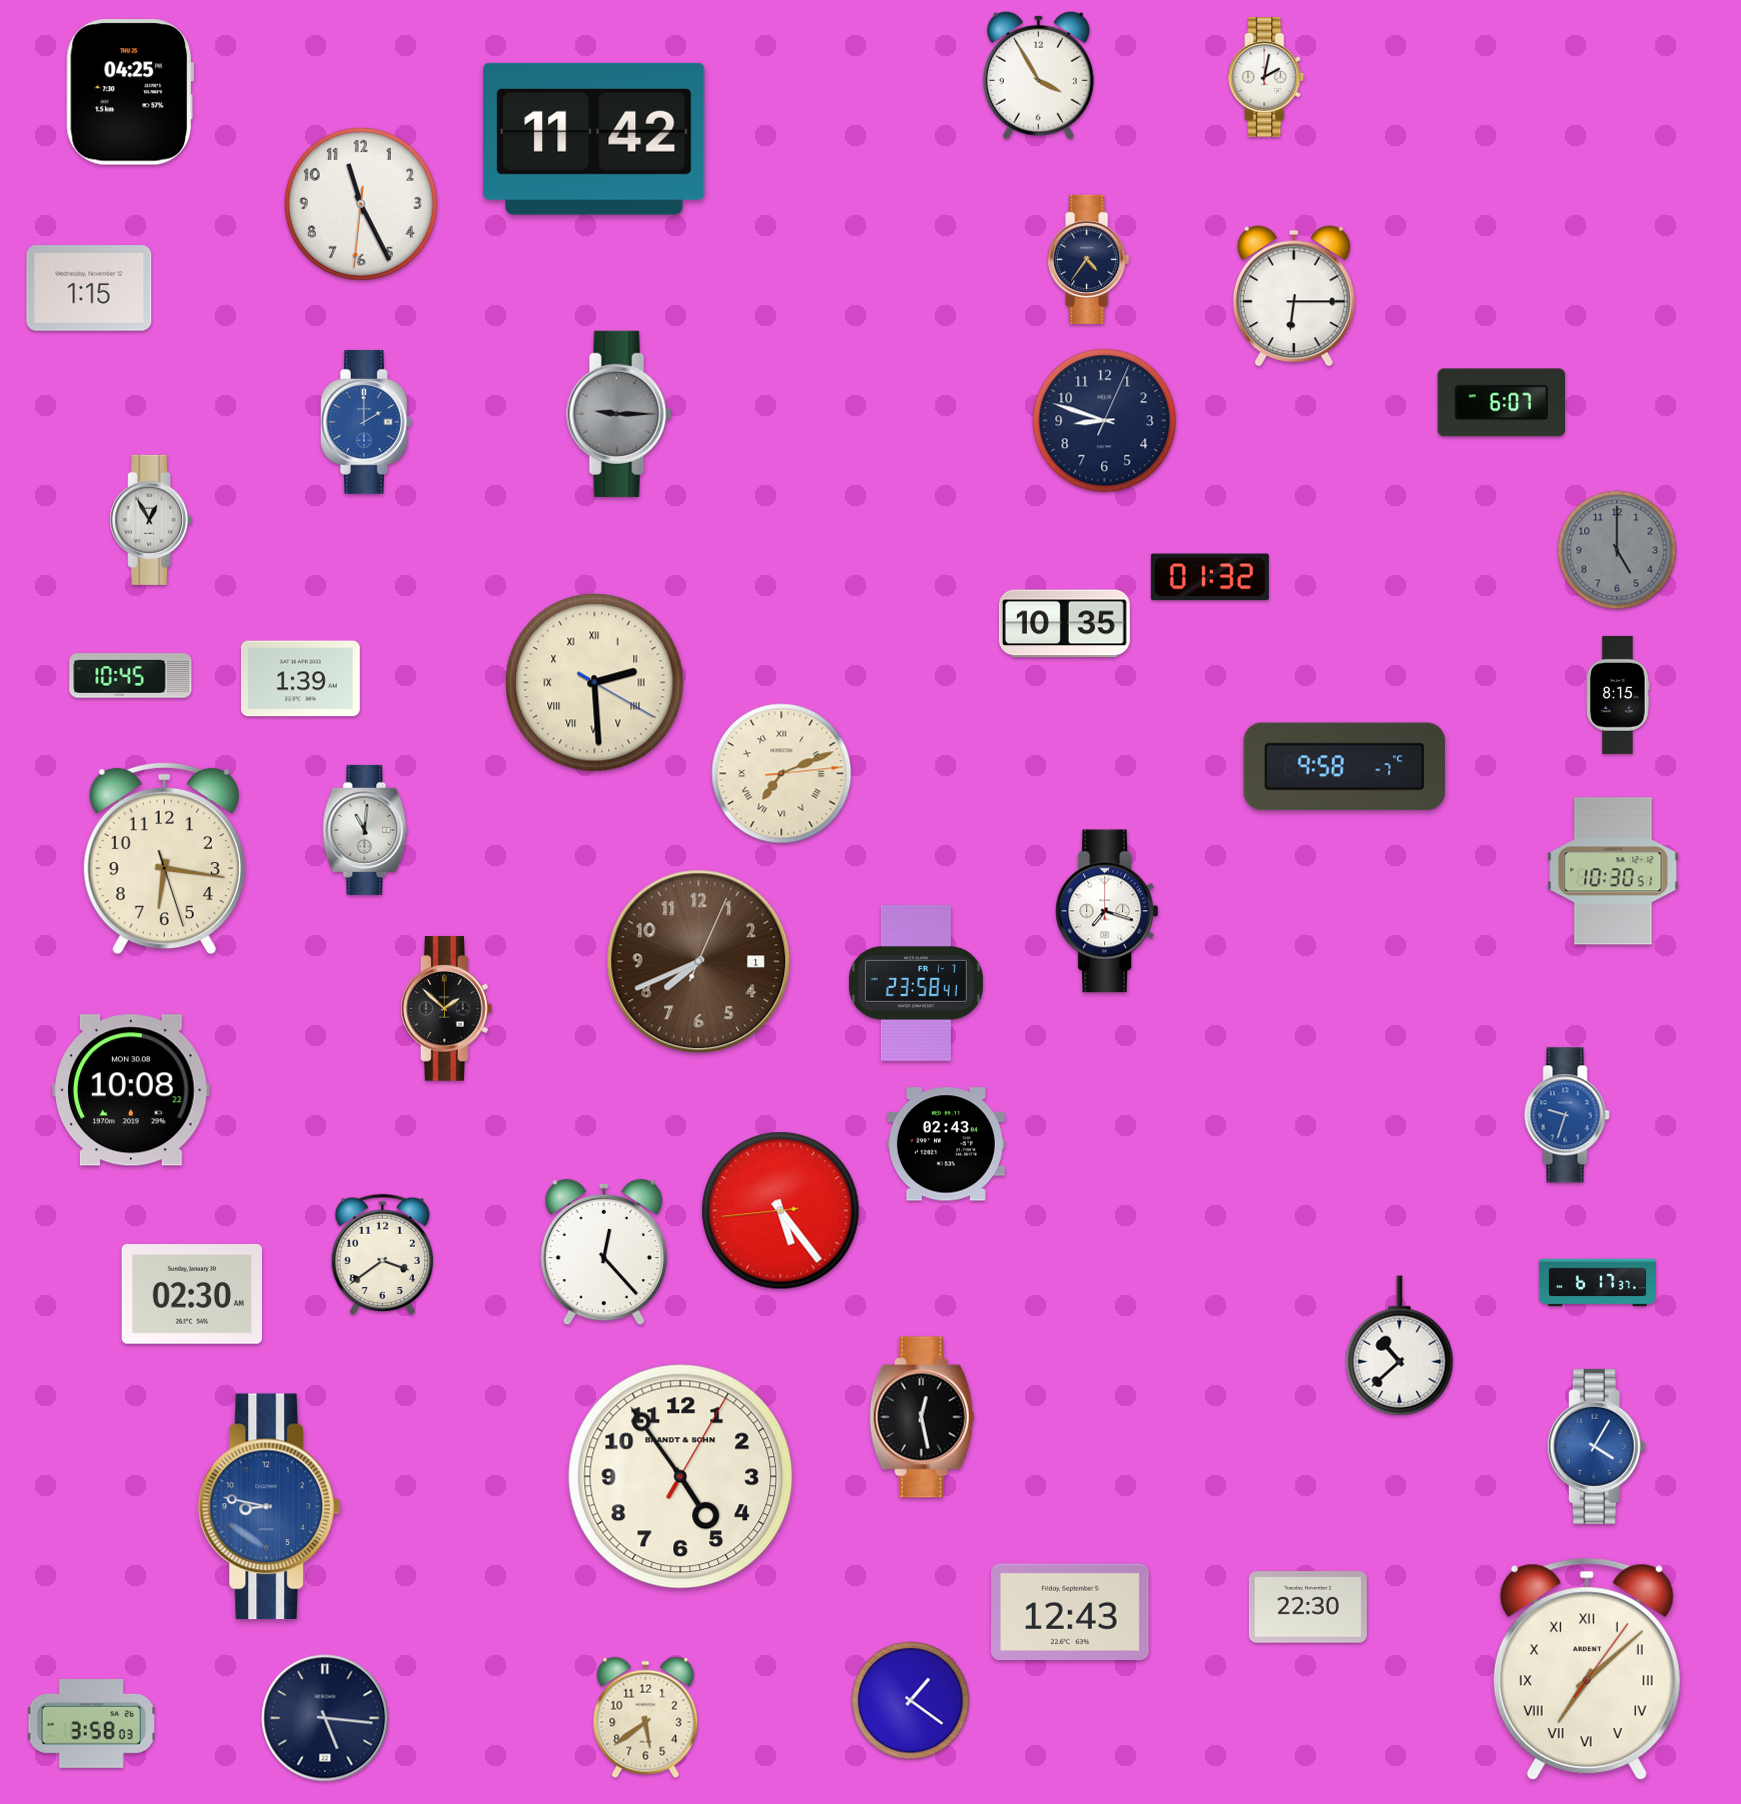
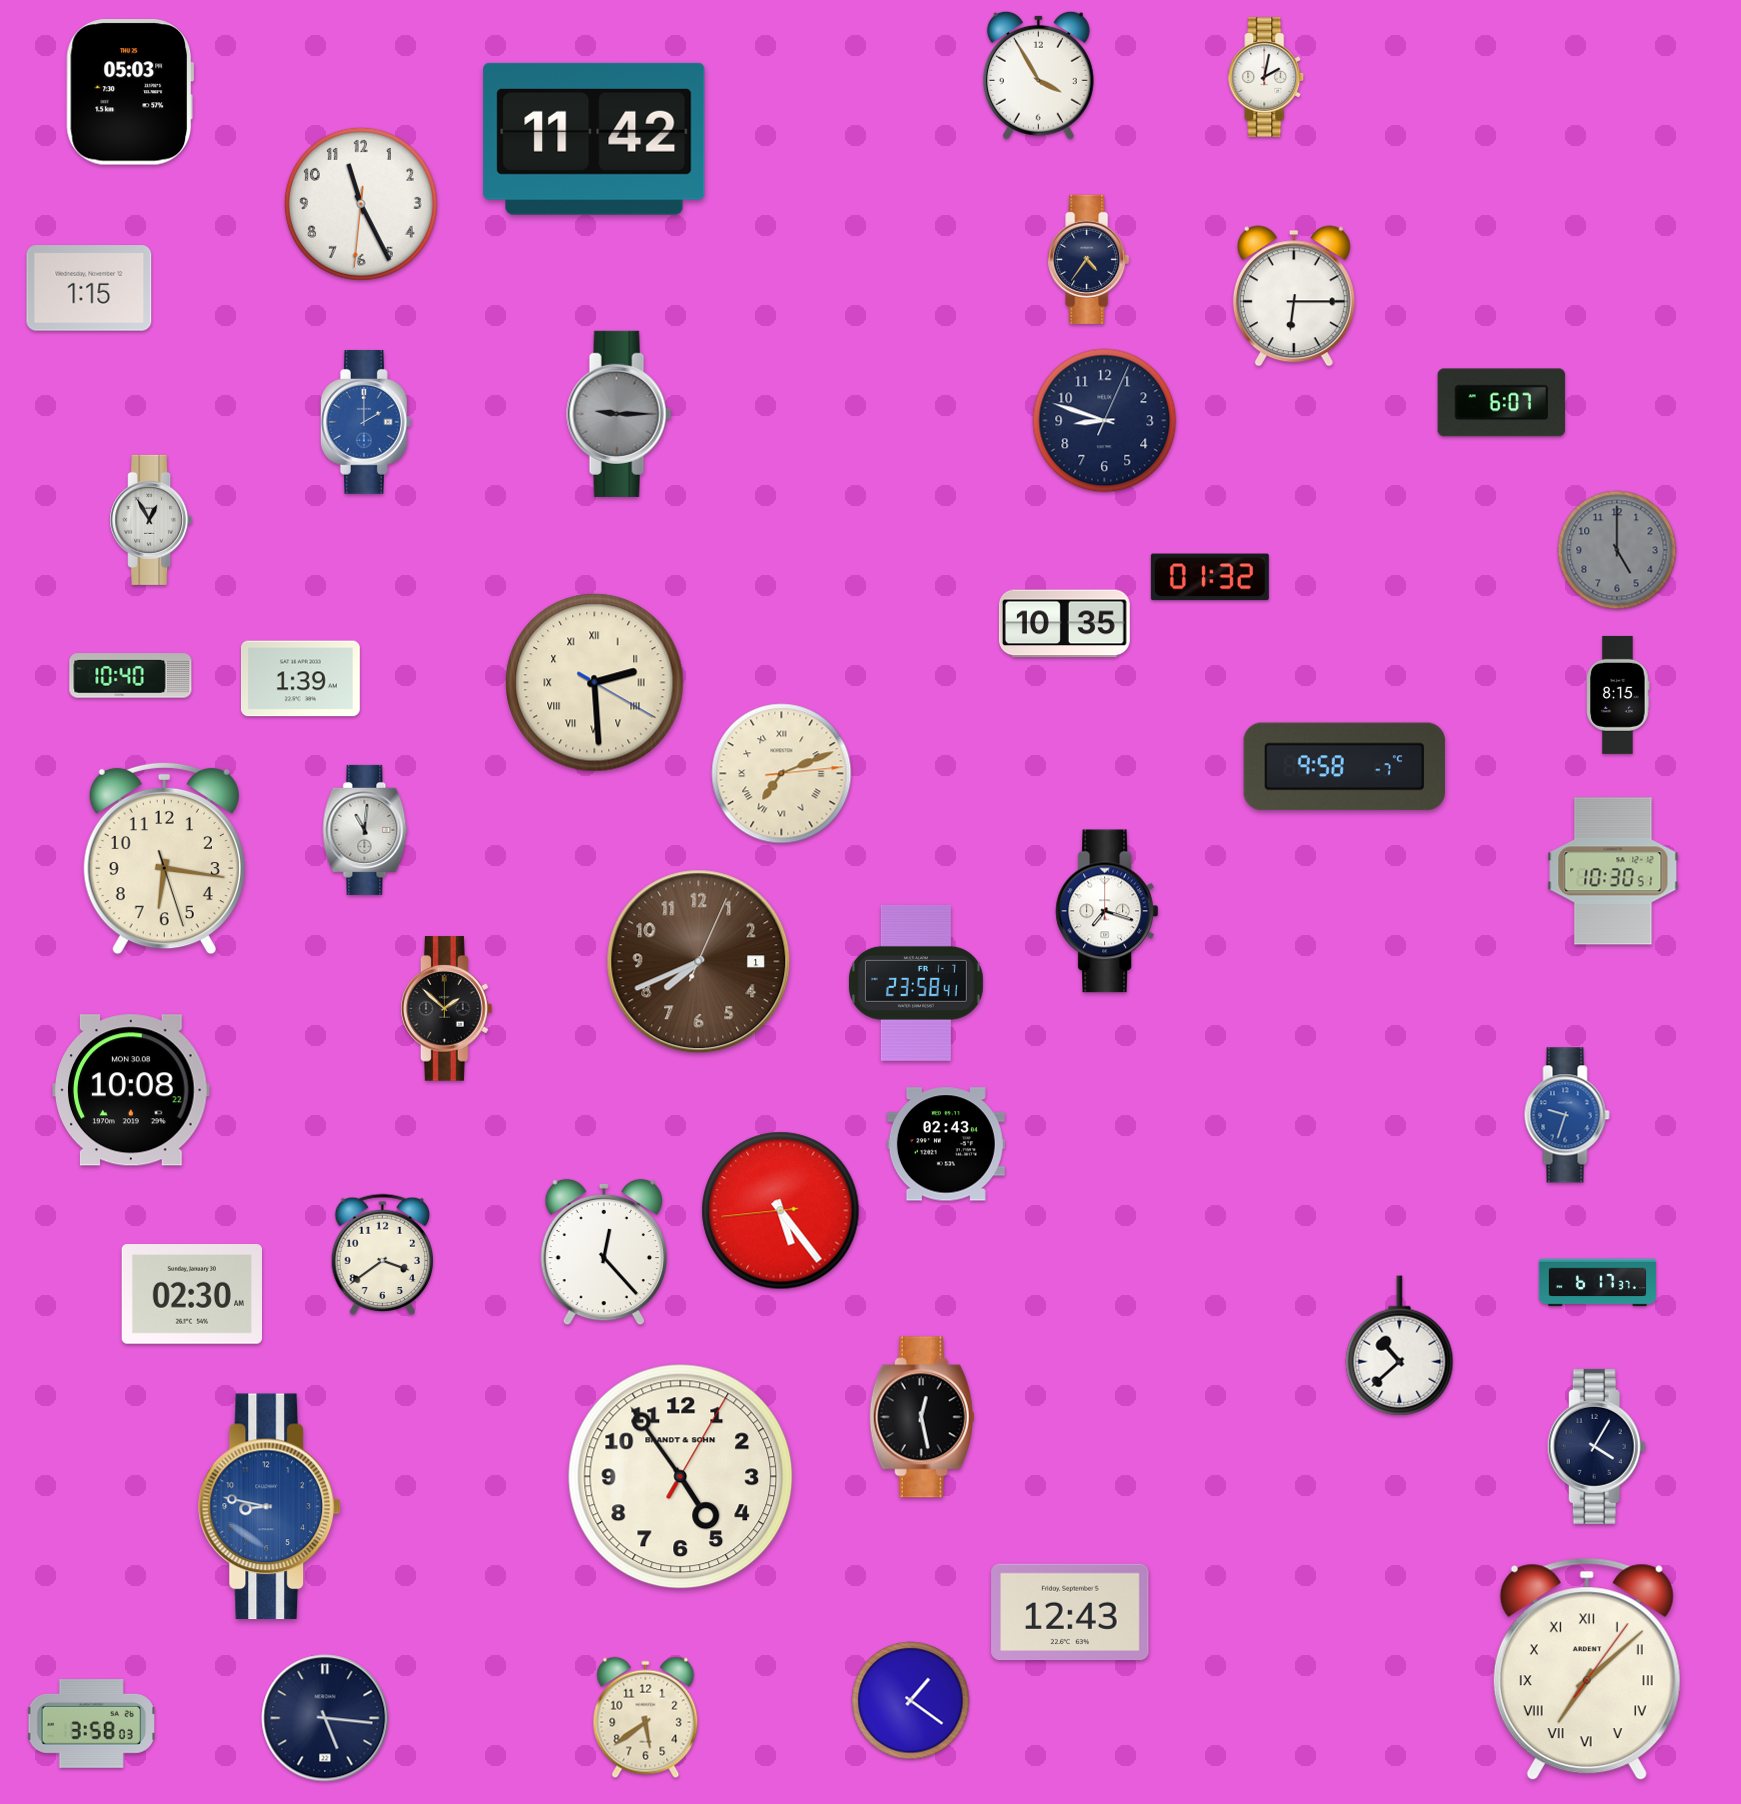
clock at (129, 92): 04:25 -> 05:03
clock at (131, 676): 10:45 -> 10:40
clock at (1596, 1446) dial: blue -> navy
clock at (1308, 1607): 22:30 -> none
